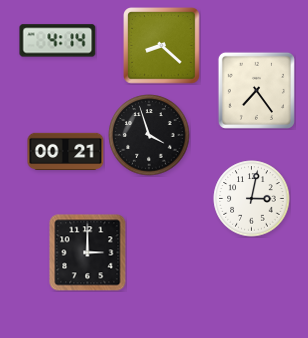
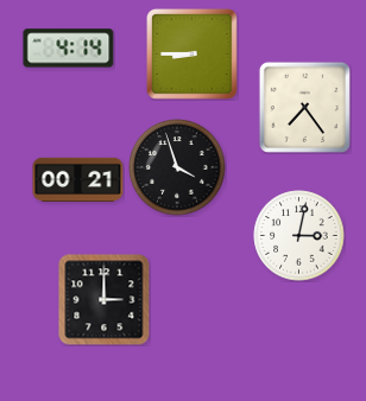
clock at (162, 46): 8:22 -> 8:45
clock at (149, 135) position: (149, 135) -> (177, 167)
